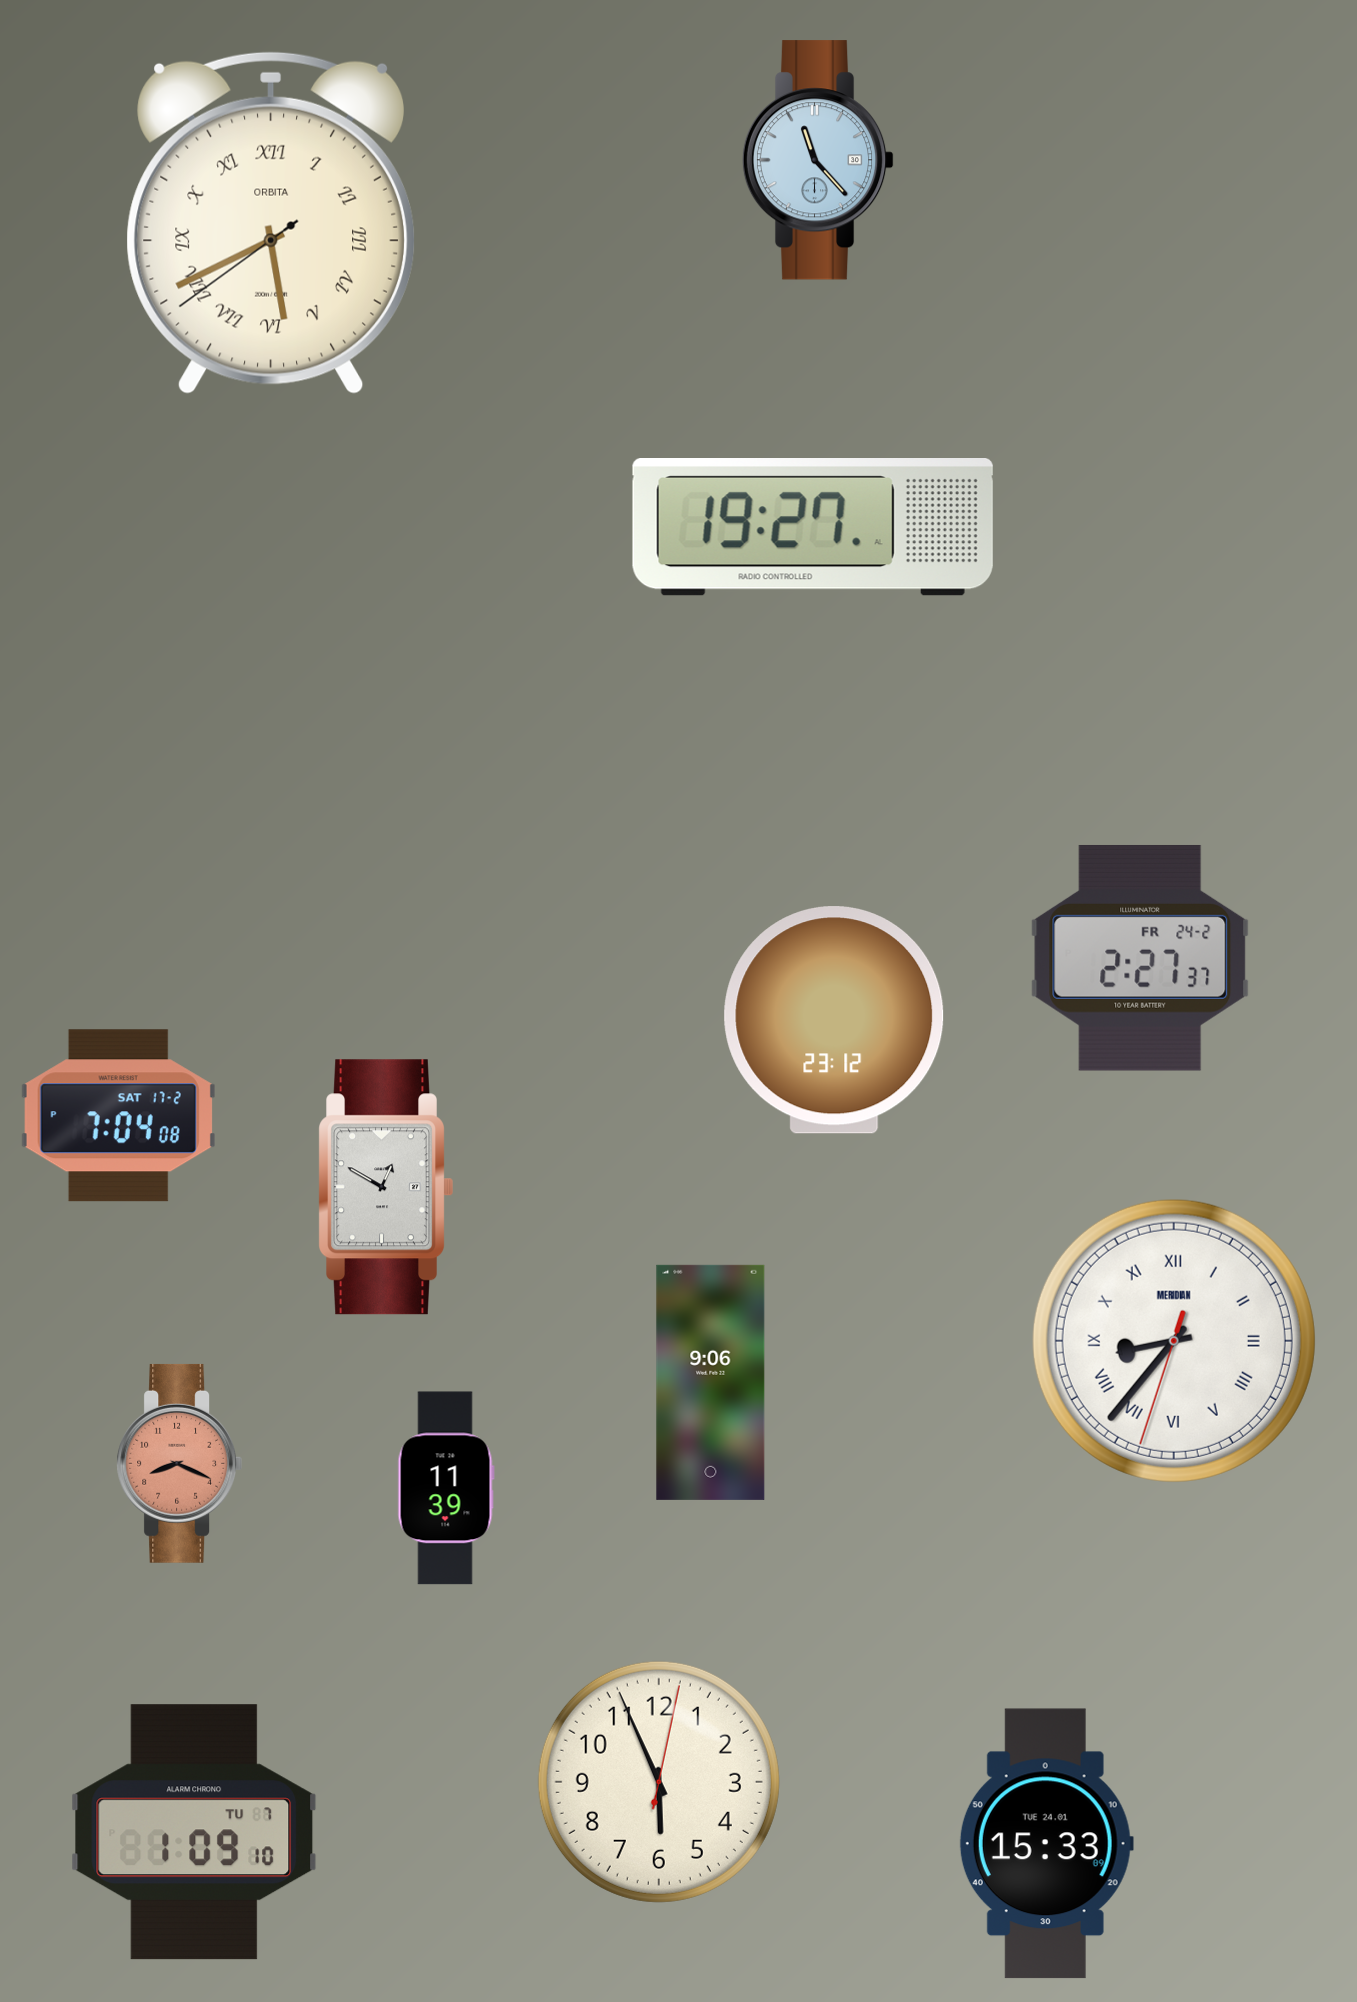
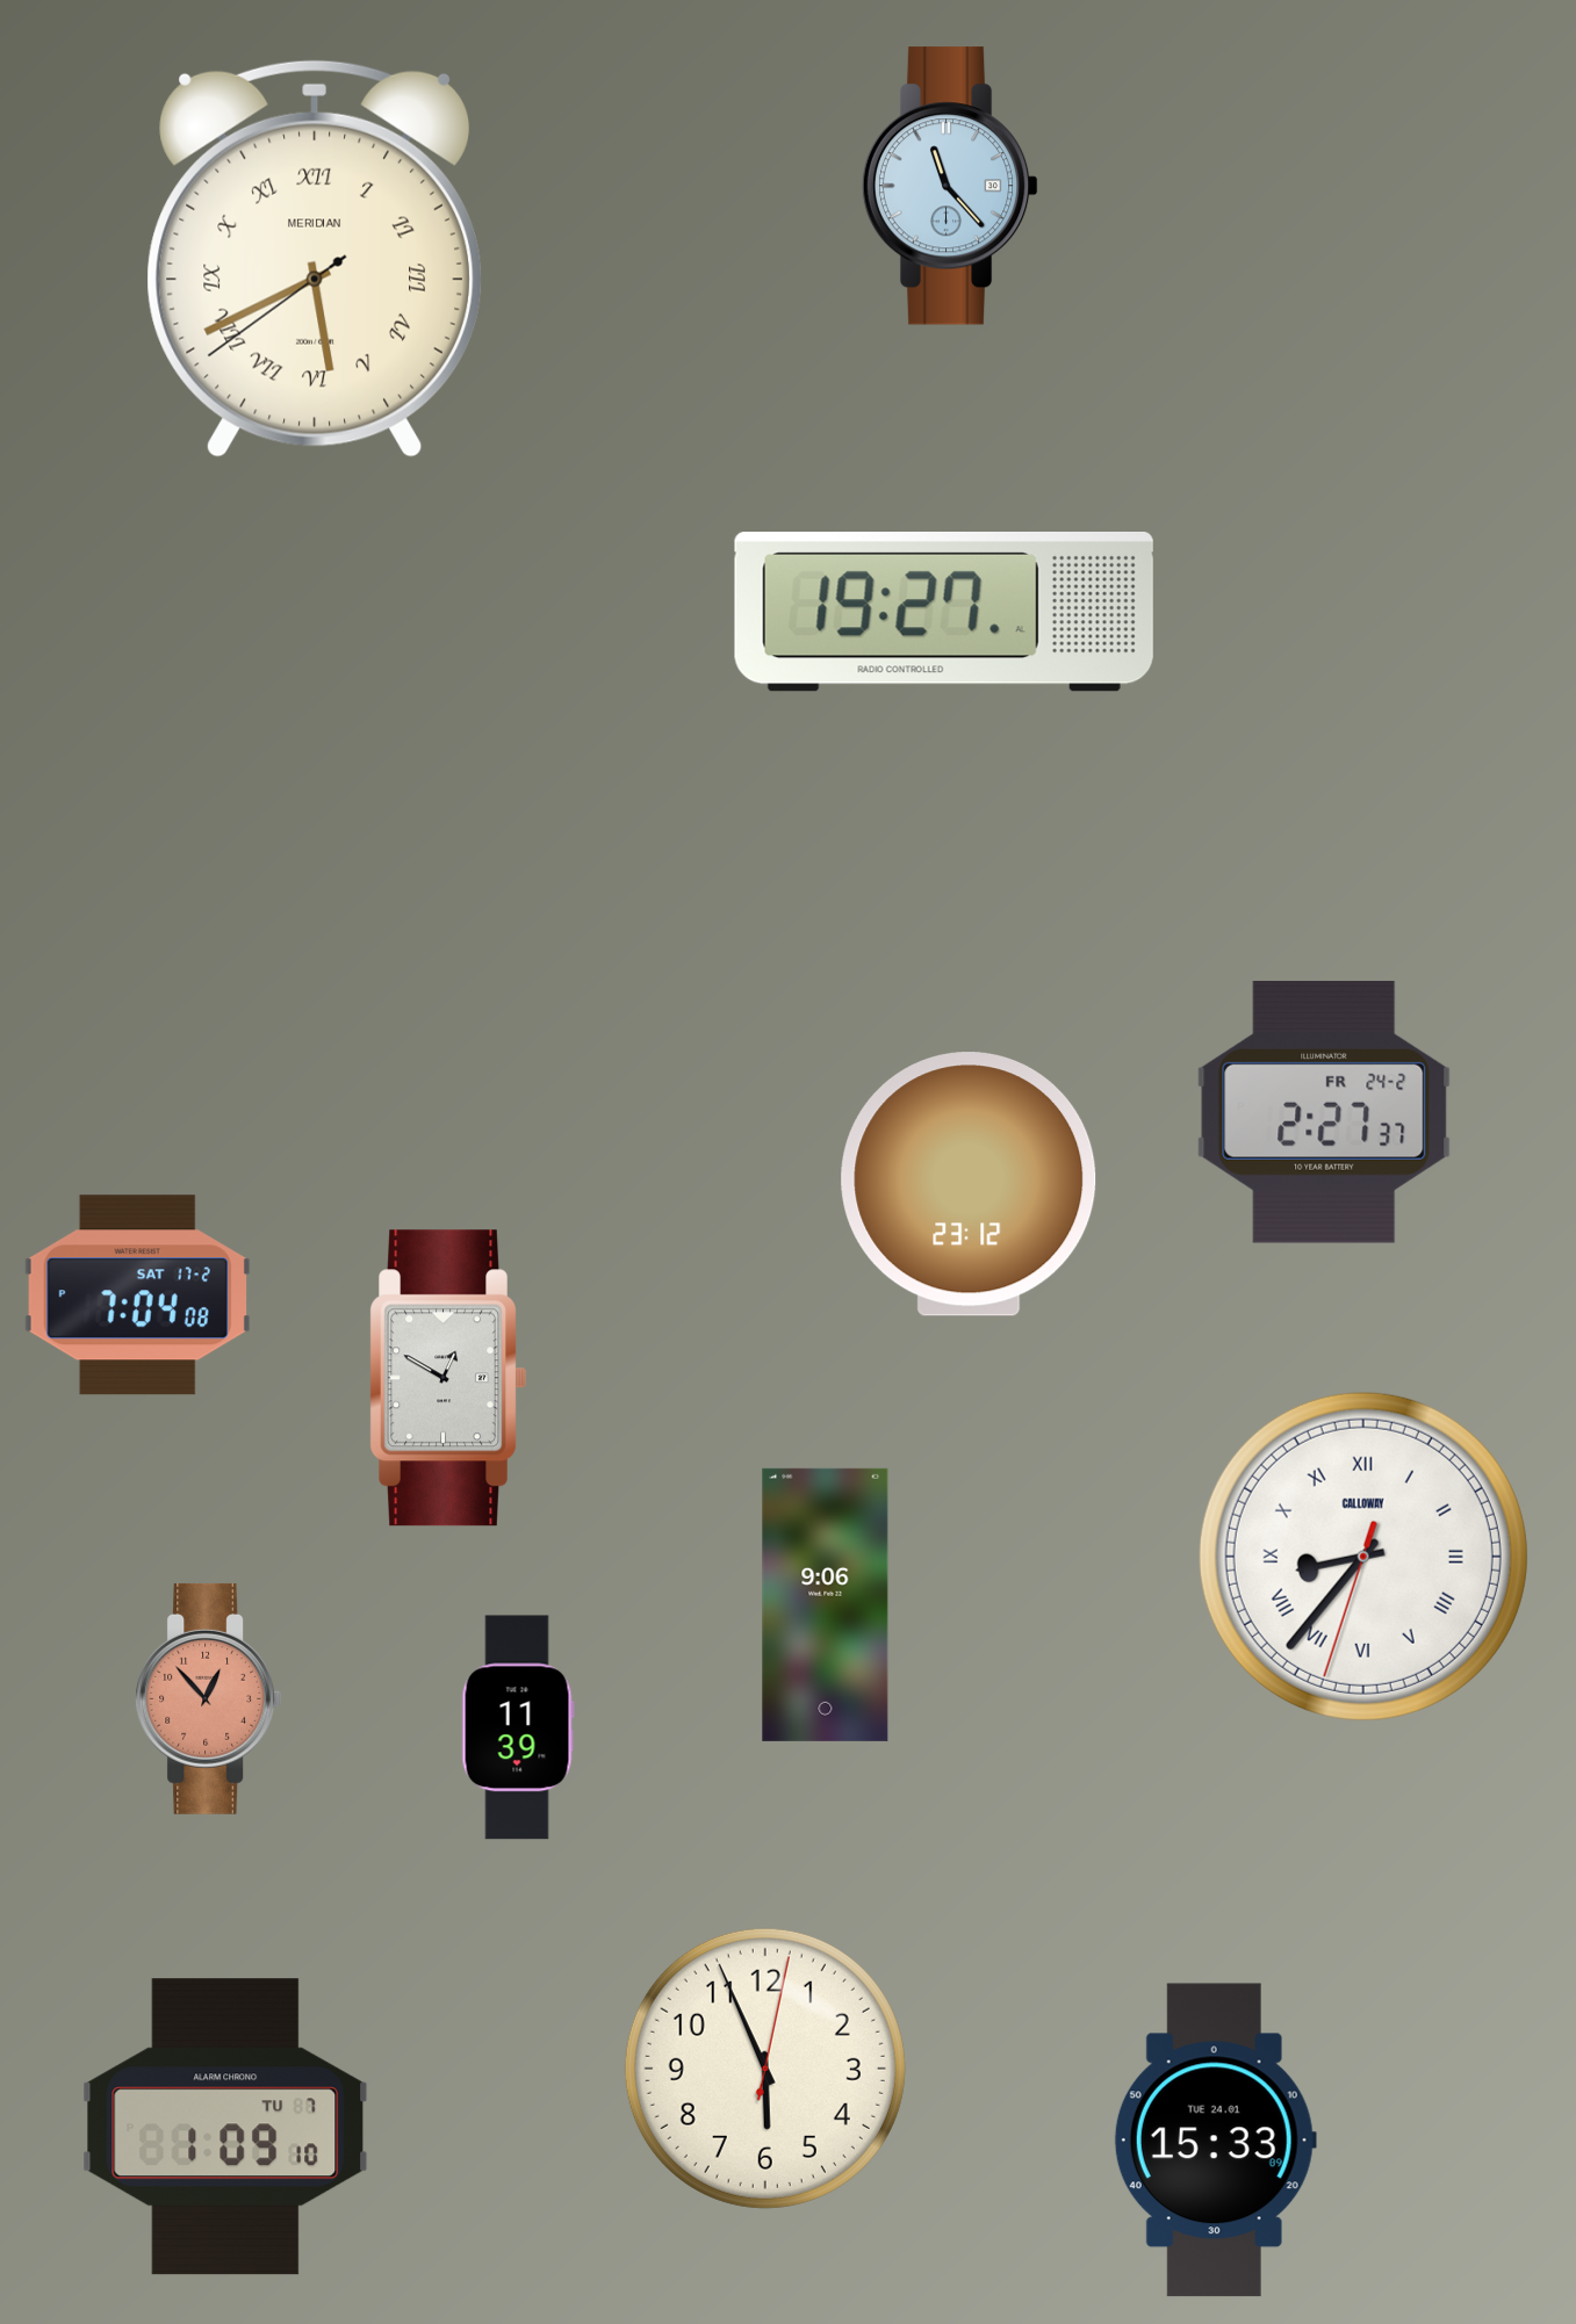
clock at (270, 223) brand: ORBITA -> MERIDIAN
clock at (1174, 1341) brand: MERIDIAN -> CALLOWAY
clock at (179, 1463): 8:19 -> 12:53
